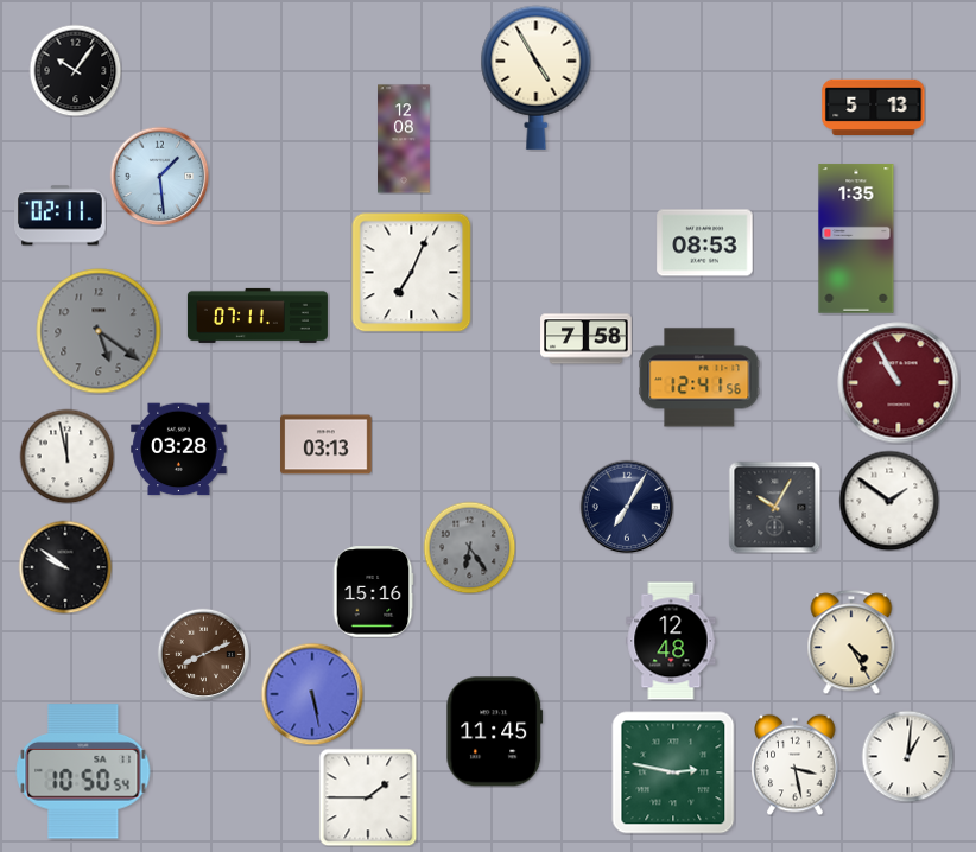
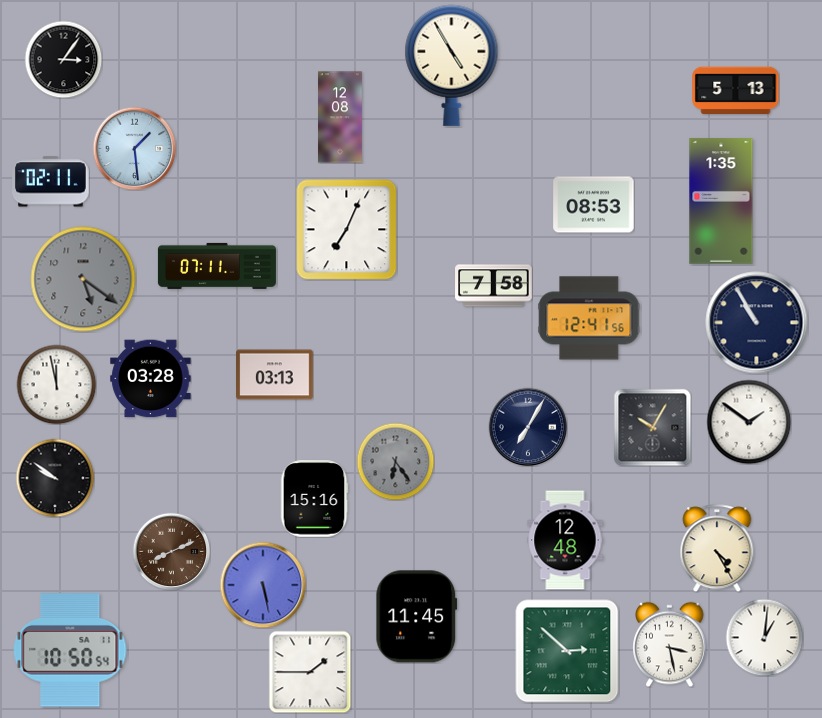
clock at (75, 70): 10:06 -> 3:06
clock at (899, 383) dial: burgundy -> navy
clock at (851, 642) position: (851, 642) -> (717, 548)
clock at (673, 772): 2:47 -> 2:52
